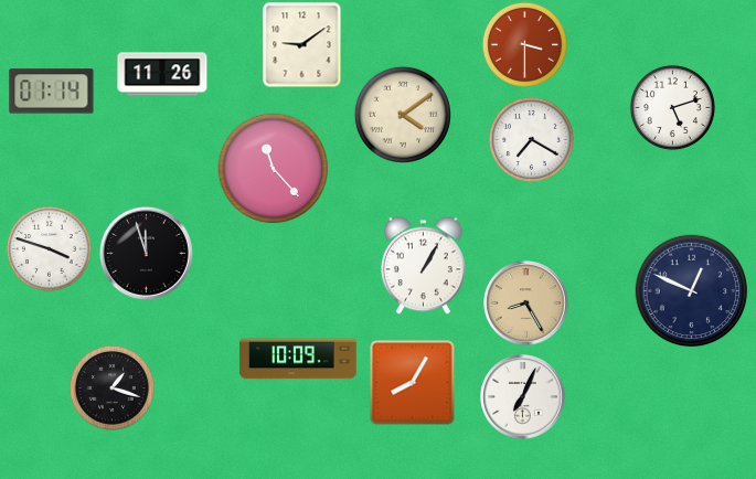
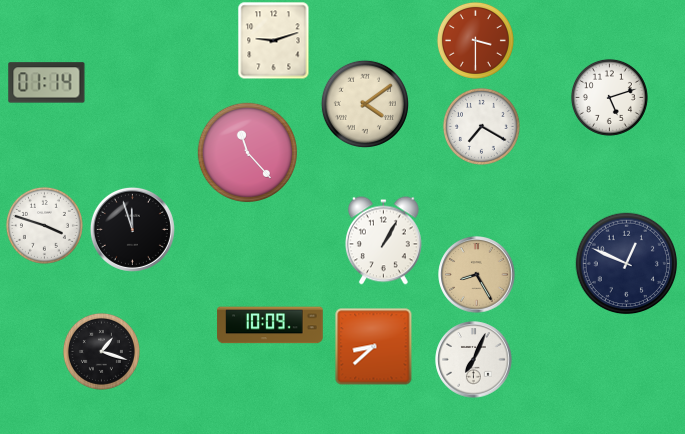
clock at (302, 44): 9:09 -> 9:12
clock at (162, 74): 11:26 -> none
clock at (413, 383): 8:05 -> 8:38
